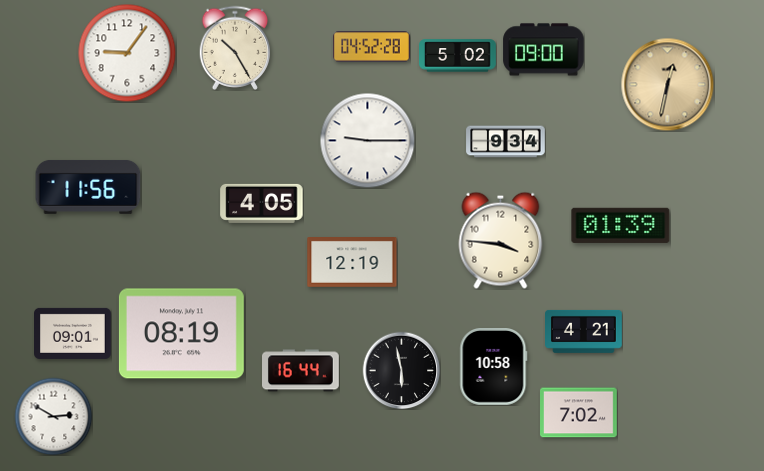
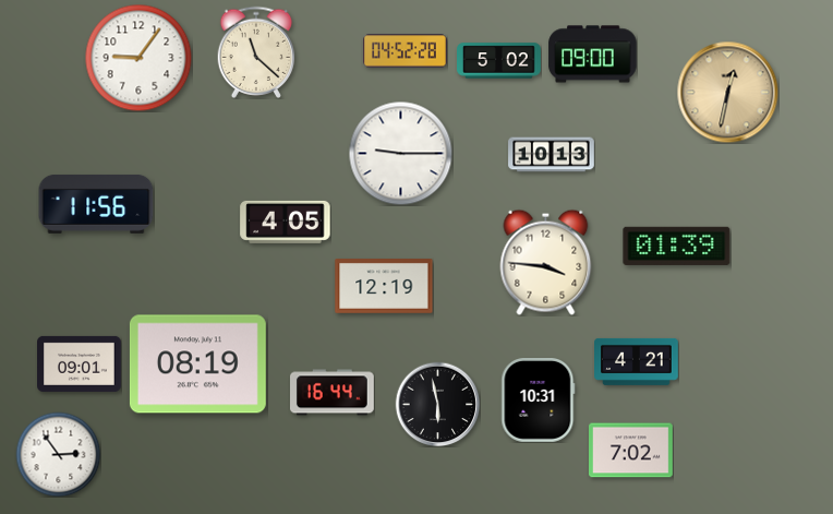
clock at (235, 48): 10:25 -> 11:22
clock at (506, 142): 9:34 -> 10:13
clock at (494, 367): 10:58 -> 10:31
clock at (301, 371) position: (301, 371) -> (333, 393)
clock at (53, 416): 2:50 -> 2:54
